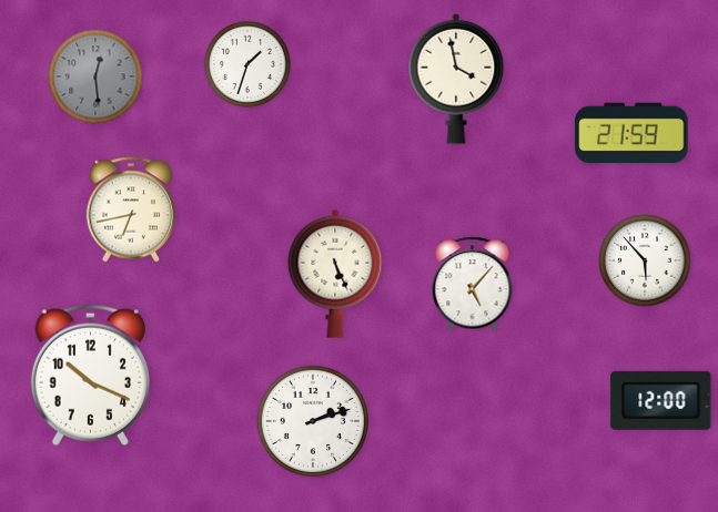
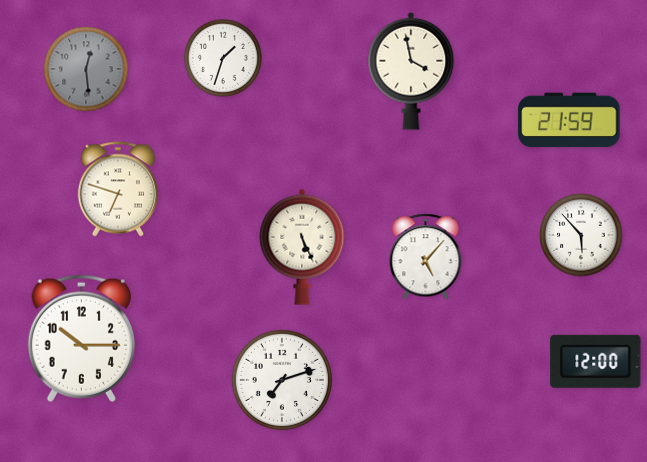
clock at (131, 209): 6:43 -> 6:48
clock at (90, 375): 10:19 -> 10:15
clock at (313, 421): 2:12 -> 7:12
